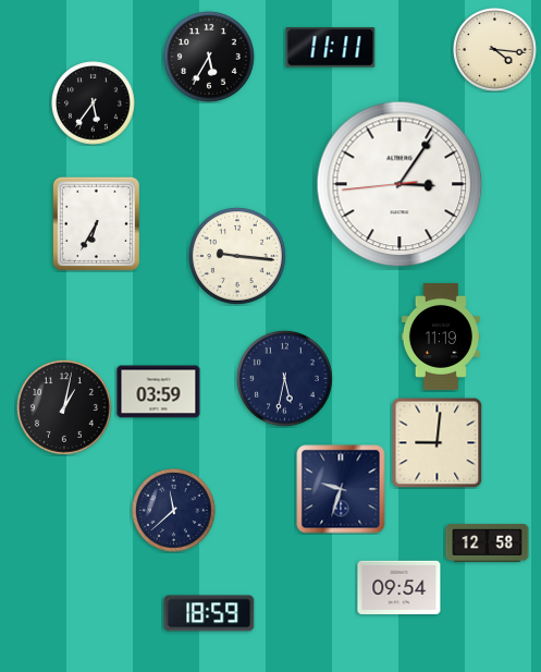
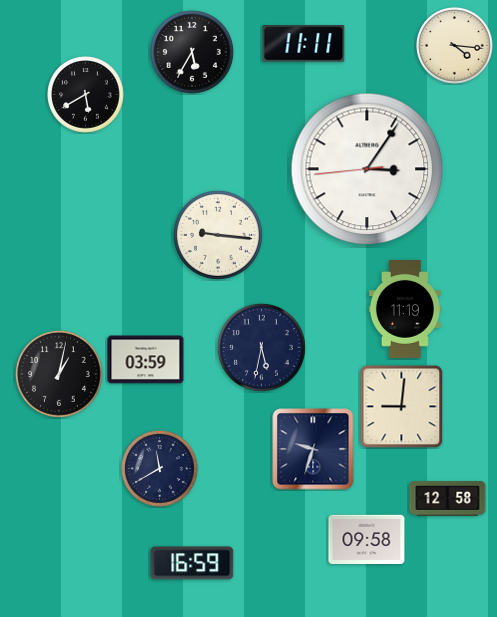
clock at (94, 103): 5:36 -> 5:40
clock at (96, 223): 6:35 -> none
clock at (174, 511): 11:38 -> 11:40
clock at (399, 587): 09:54 -> 09:58
clock at (209, 613): 18:59 -> 16:59
